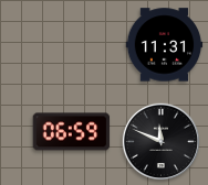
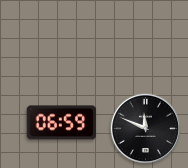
clock at (165, 45): 11:31 -> none
clock at (72, 132) position: (72, 132) -> (62, 123)
